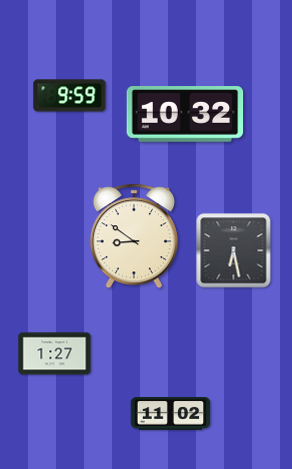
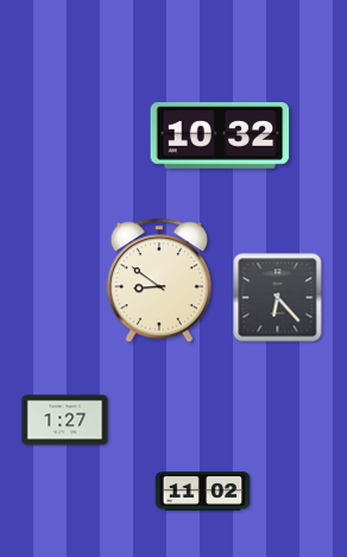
clock at (70, 96): 9:59 -> none
clock at (234, 251): 6:28 -> 6:23
